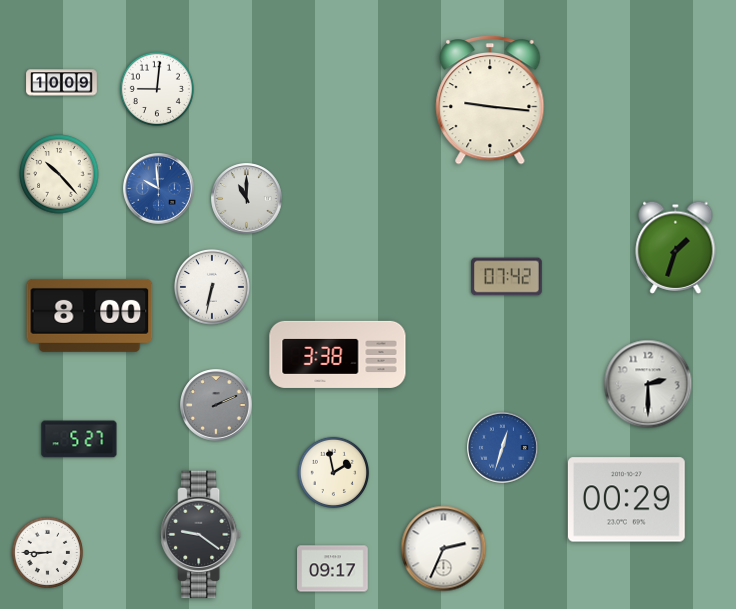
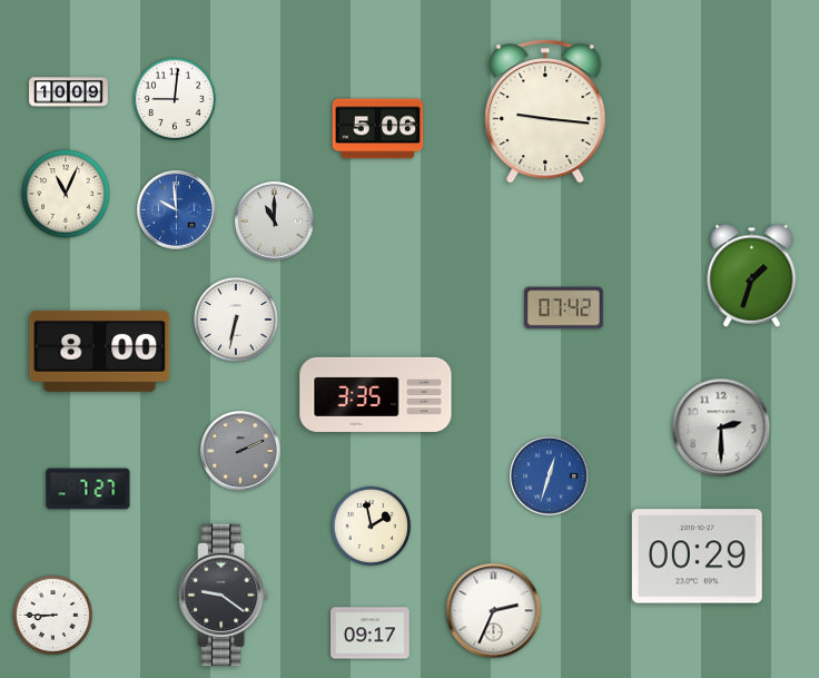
clock at (378, 129): none -> 5:06
clock at (59, 174): 10:23 -> 11:04
clock at (338, 354): 3:38 -> 3:35
clock at (79, 439): 5:27 -> 7:27
clock at (503, 448) position: (503, 448) -> (550, 476)
